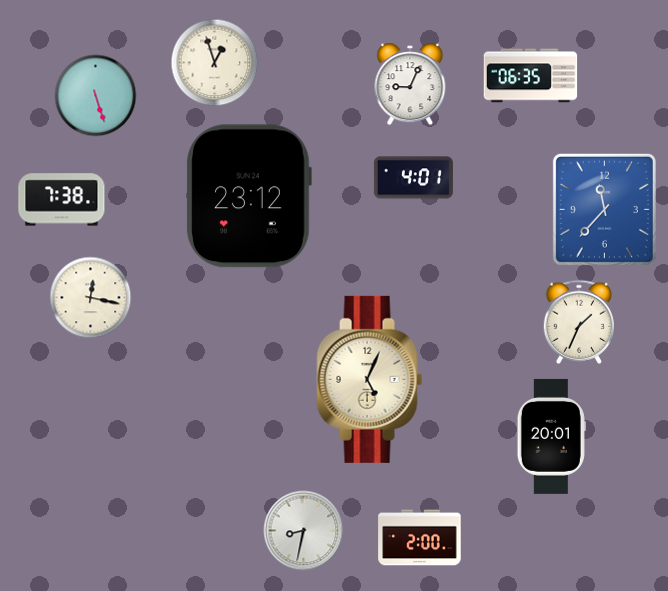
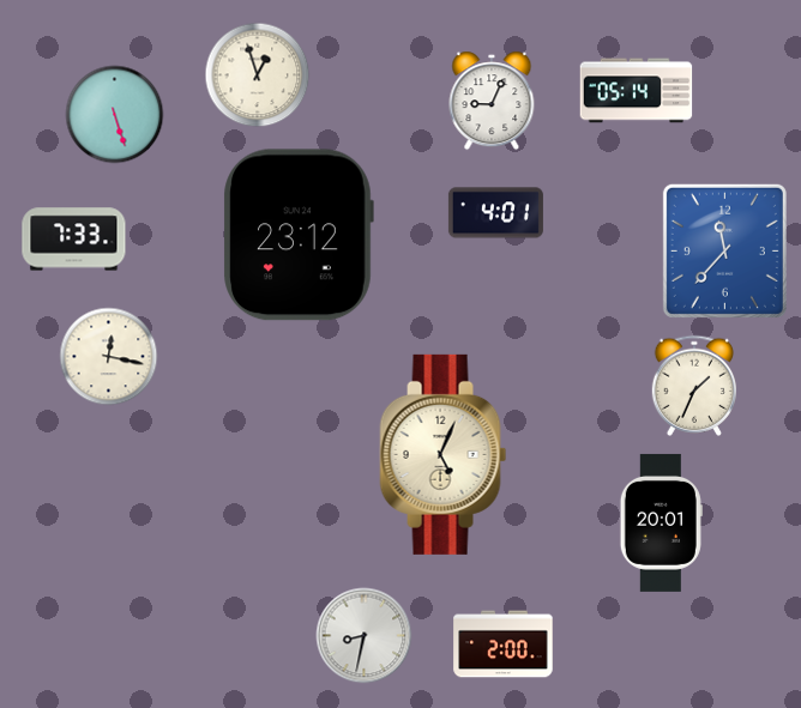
clock at (531, 76): 06:35 -> 05:14
clock at (62, 200): 7:38 -> 7:33
